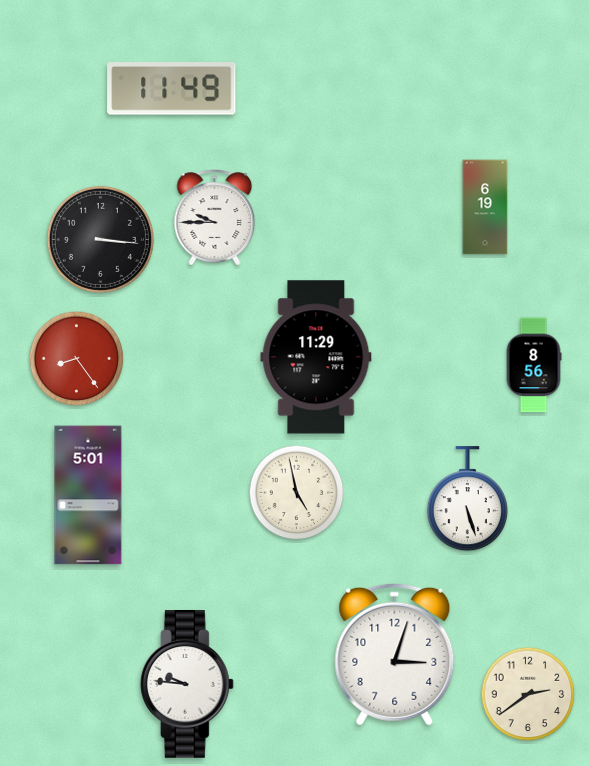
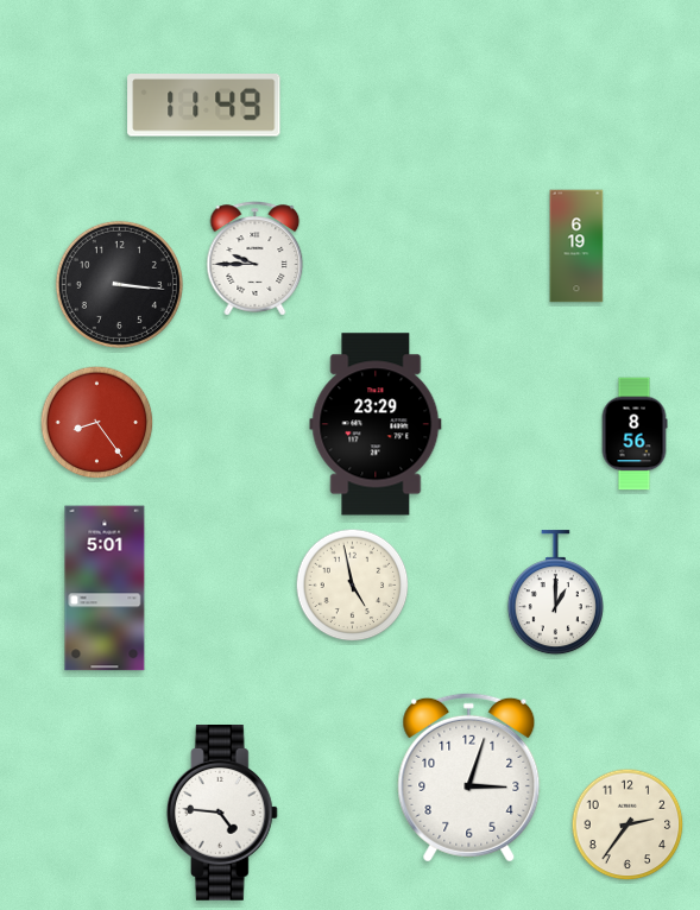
clock at (316, 357): 11:29 -> 23:29
clock at (77, 359) position: (77, 359) -> (97, 423)
clock at (467, 499): 5:27 -> 1:00
clock at (187, 685): 9:46 -> 4:46
clock at (528, 694): 2:39 -> 2:36
